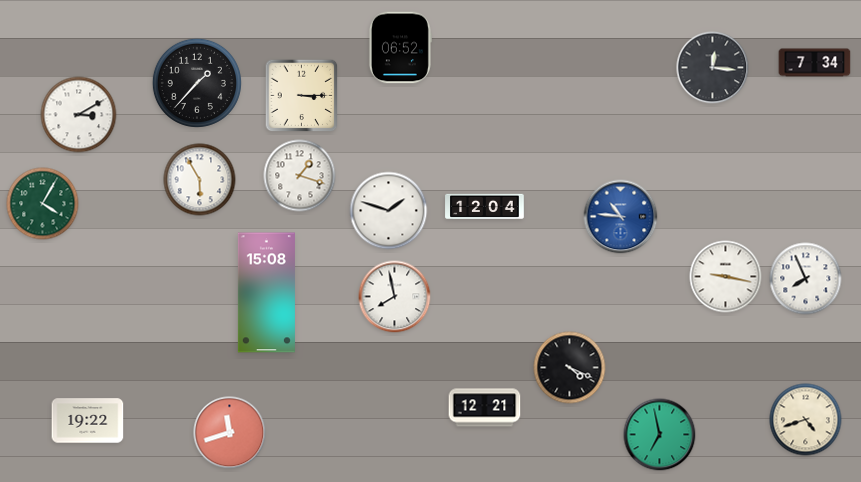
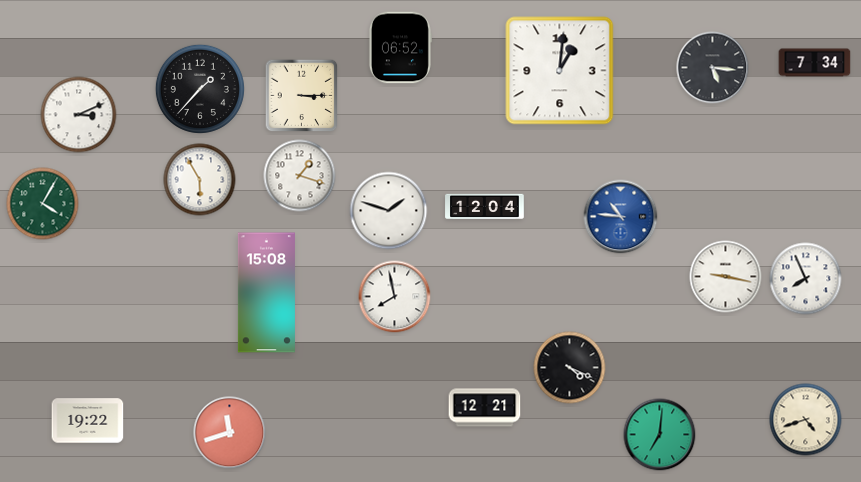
clock at (713, 68): 12:16 -> 5:16
clock at (560, 71): none -> 1:01
clock at (197, 83) position: (197, 83) -> (200, 89)
clock at (79, 115): 3:10 -> 3:11
clock at (660, 435): 6:58 -> 7:01
